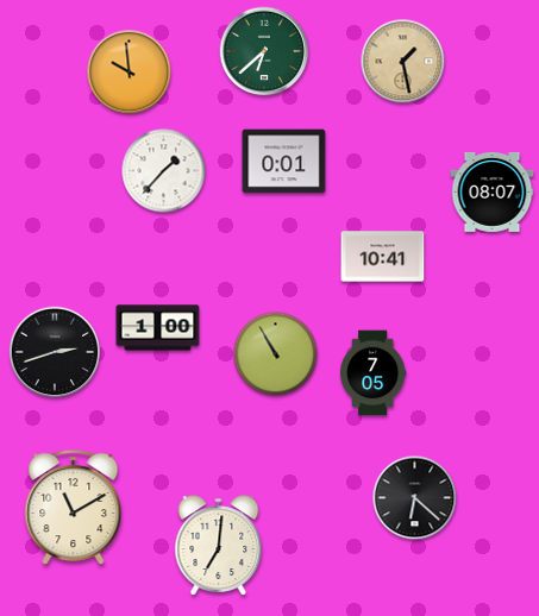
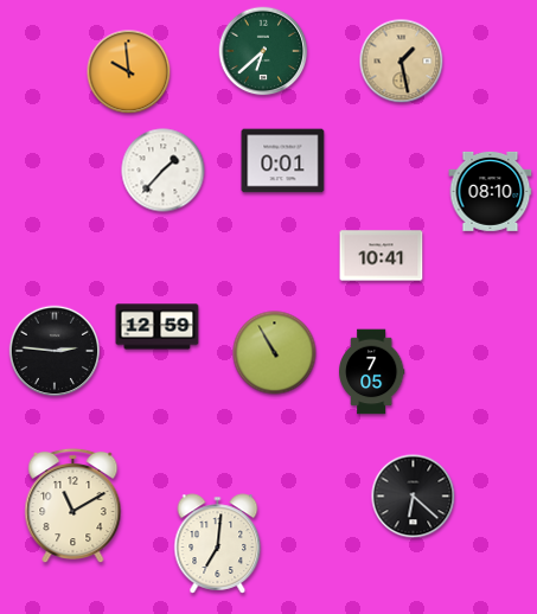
clock at (493, 191): 08:07 -> 08:10
clock at (158, 328): 1:00 -> 12:59
clock at (55, 352): 2:42 -> 2:46
